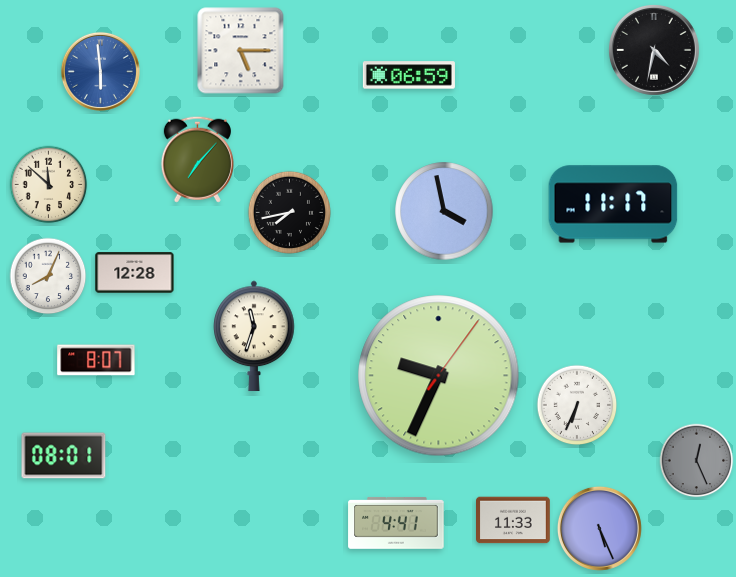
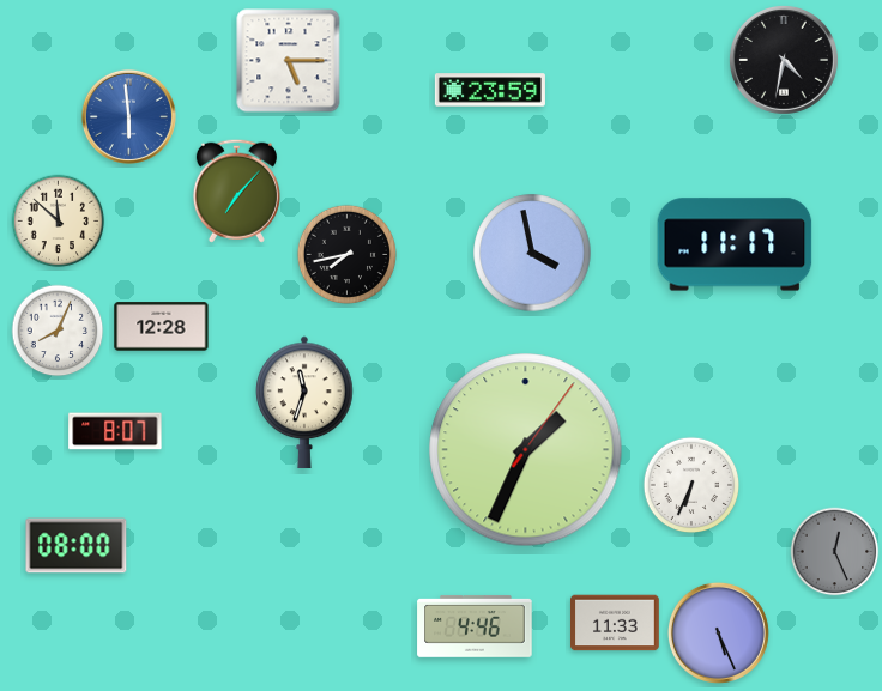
clock at (100, 71) position: (100, 71) -> (128, 116)
clock at (409, 75): 06:59 -> 23:59
clock at (439, 376): 9:34 -> 1:34
clock at (64, 456): 08:01 -> 08:00
clock at (396, 523): 4:41 -> 4:46
